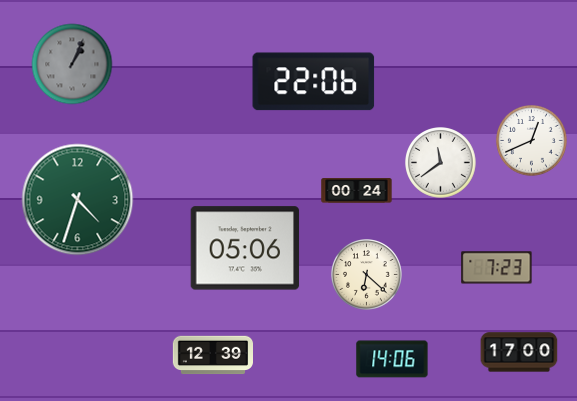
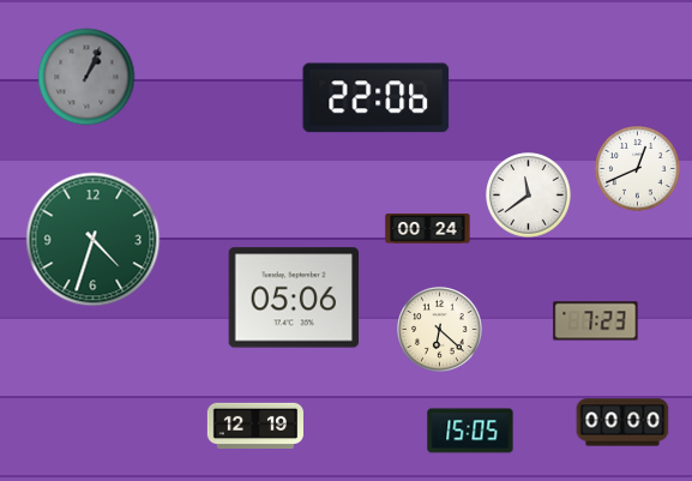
clock at (519, 352): 17:00 -> 00:00
clock at (212, 355): 12:39 -> 12:19
clock at (392, 359): 14:06 -> 15:05
